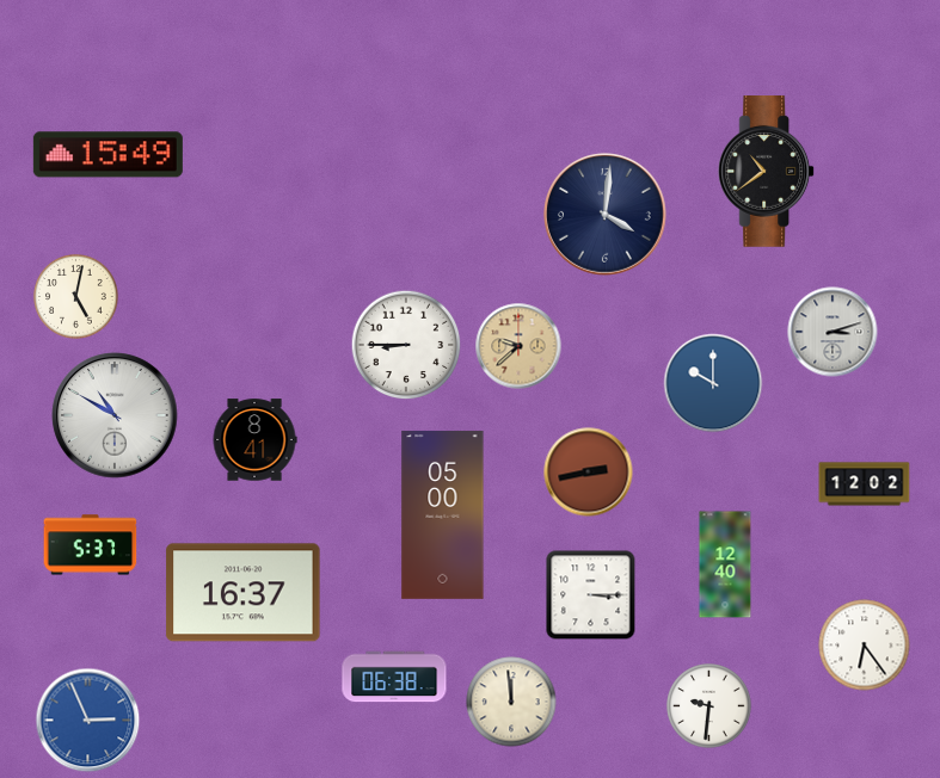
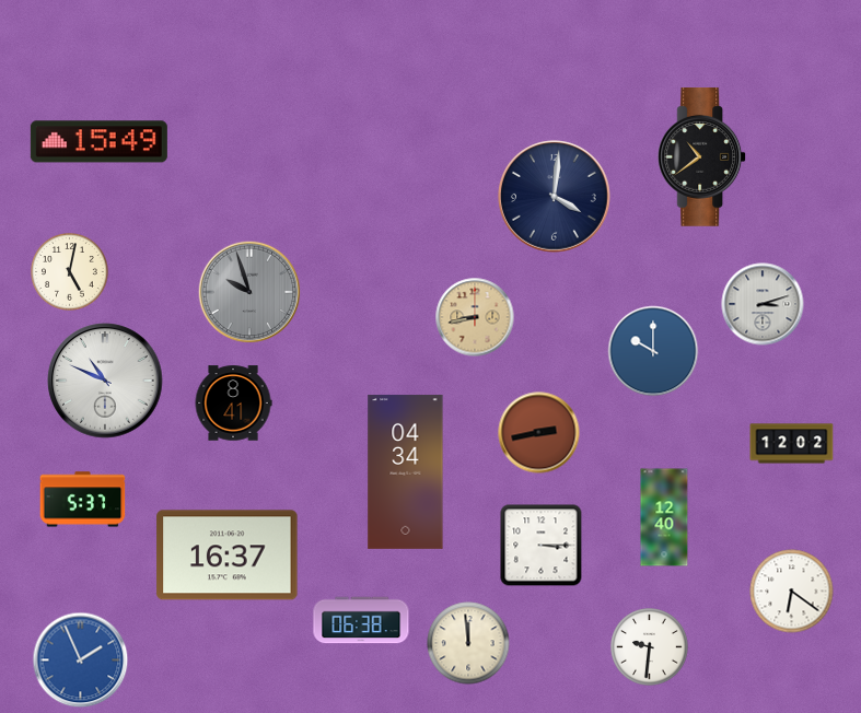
clock at (249, 292): none -> 9:57
clock at (406, 345): 8:45 -> none
clock at (518, 346): 9:38 -> 8:43
clock at (115, 415): 10:50 -> 10:49
clock at (443, 514): 05:00 -> 04:34
clock at (244, 593) position: (244, 593) -> (228, 556)
clock at (865, 646): 6:24 -> 6:21
clock at (88, 721): 2:56 -> 1:56
